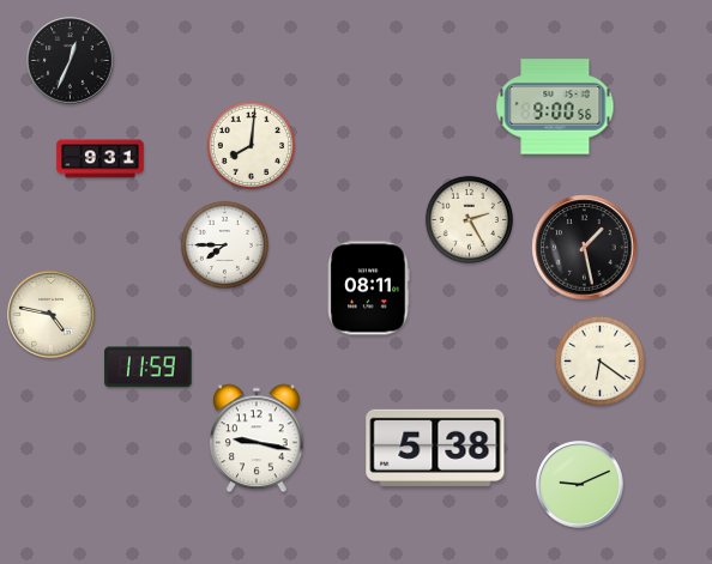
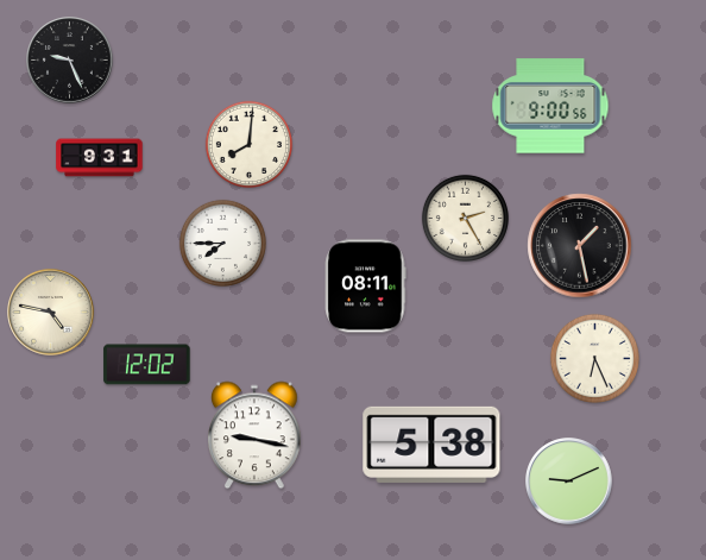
clock at (71, 61): 12:34 -> 9:26
clock at (599, 360): 6:21 -> 6:26
clock at (149, 368): 11:59 -> 12:02
clock at (580, 485) position: (580, 485) -> (569, 482)
